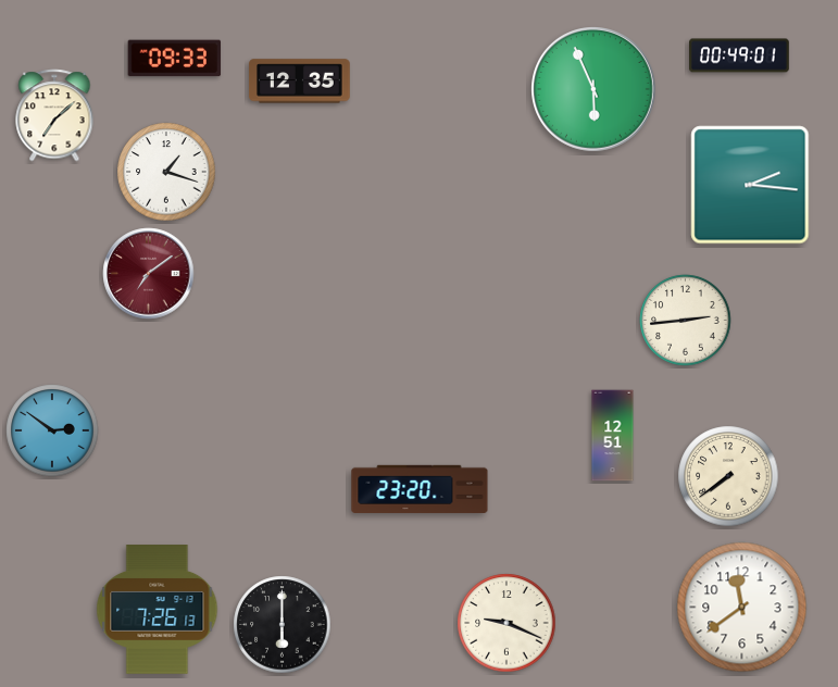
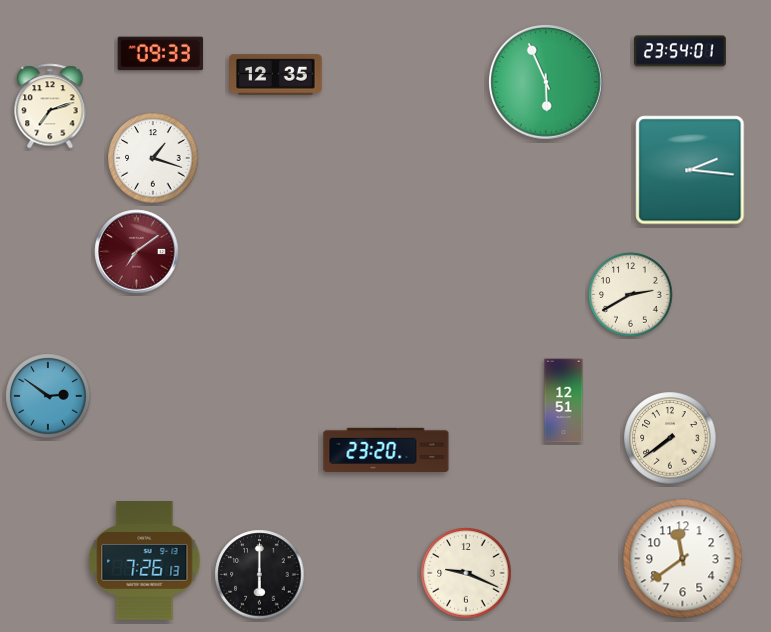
clock at (740, 55): 00:49 -> 23:54
clock at (54, 115): 7:08 -> 7:12
clock at (686, 321): 2:44 -> 2:40
